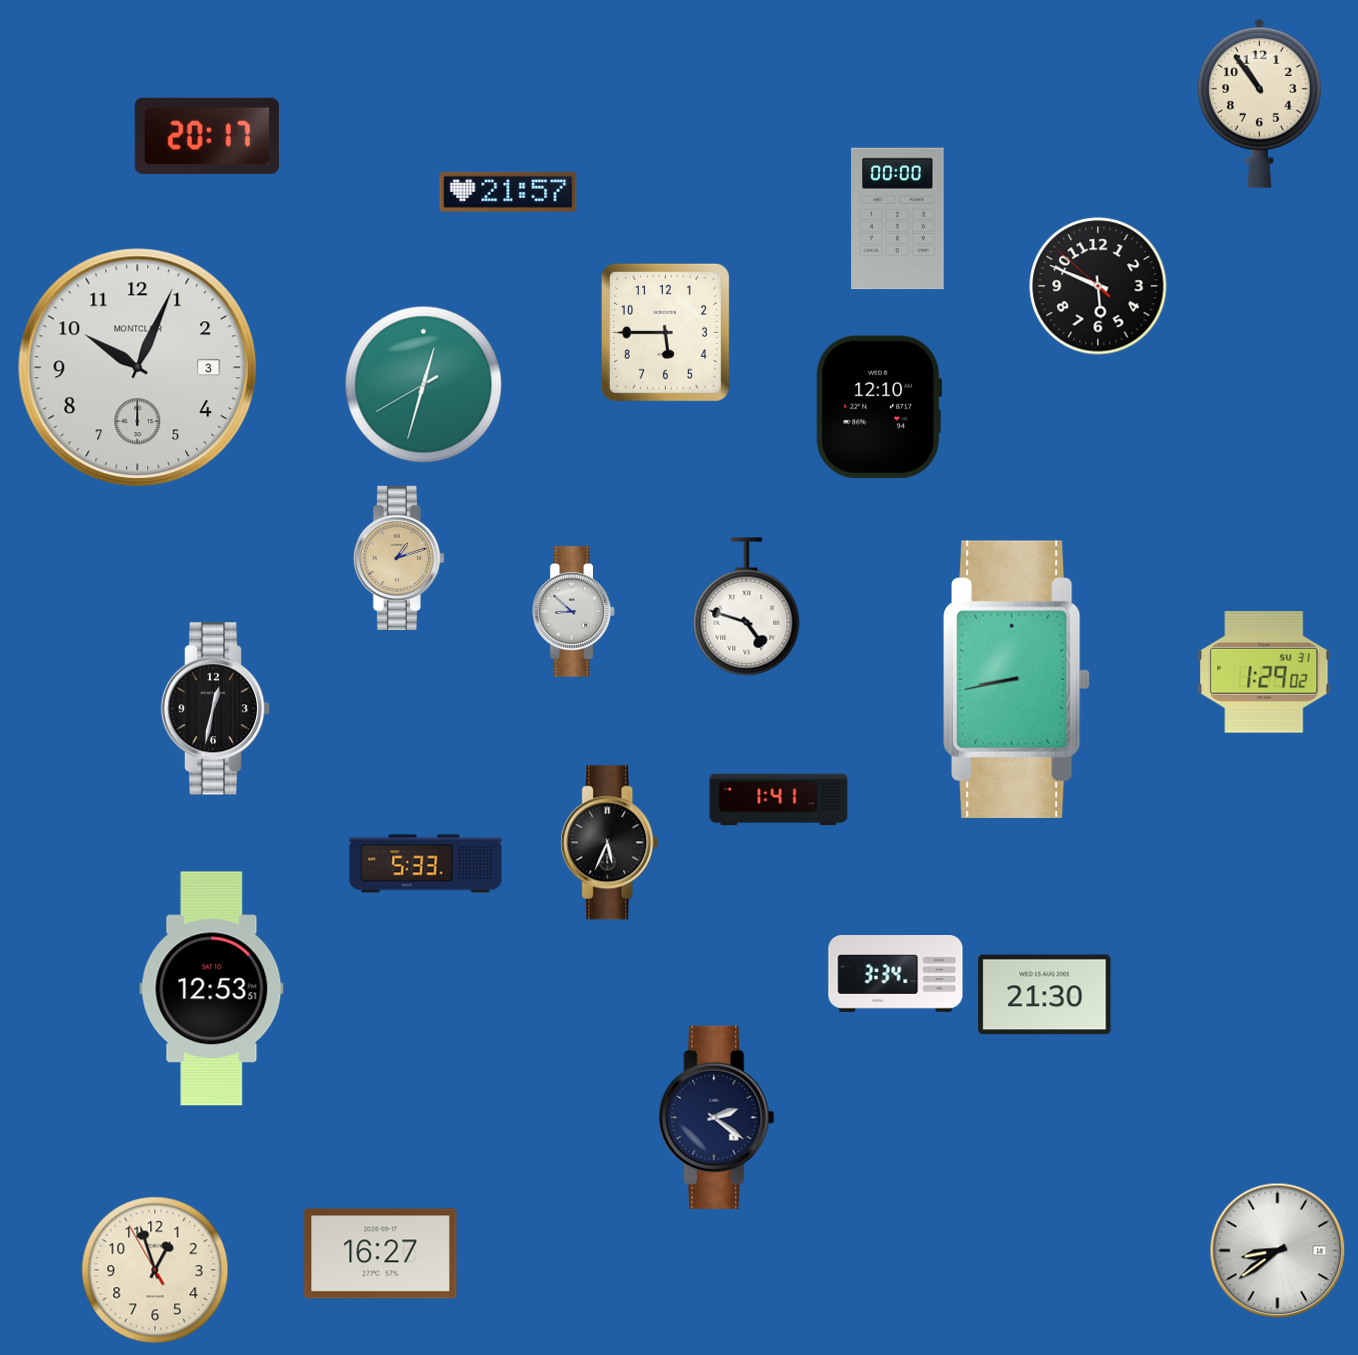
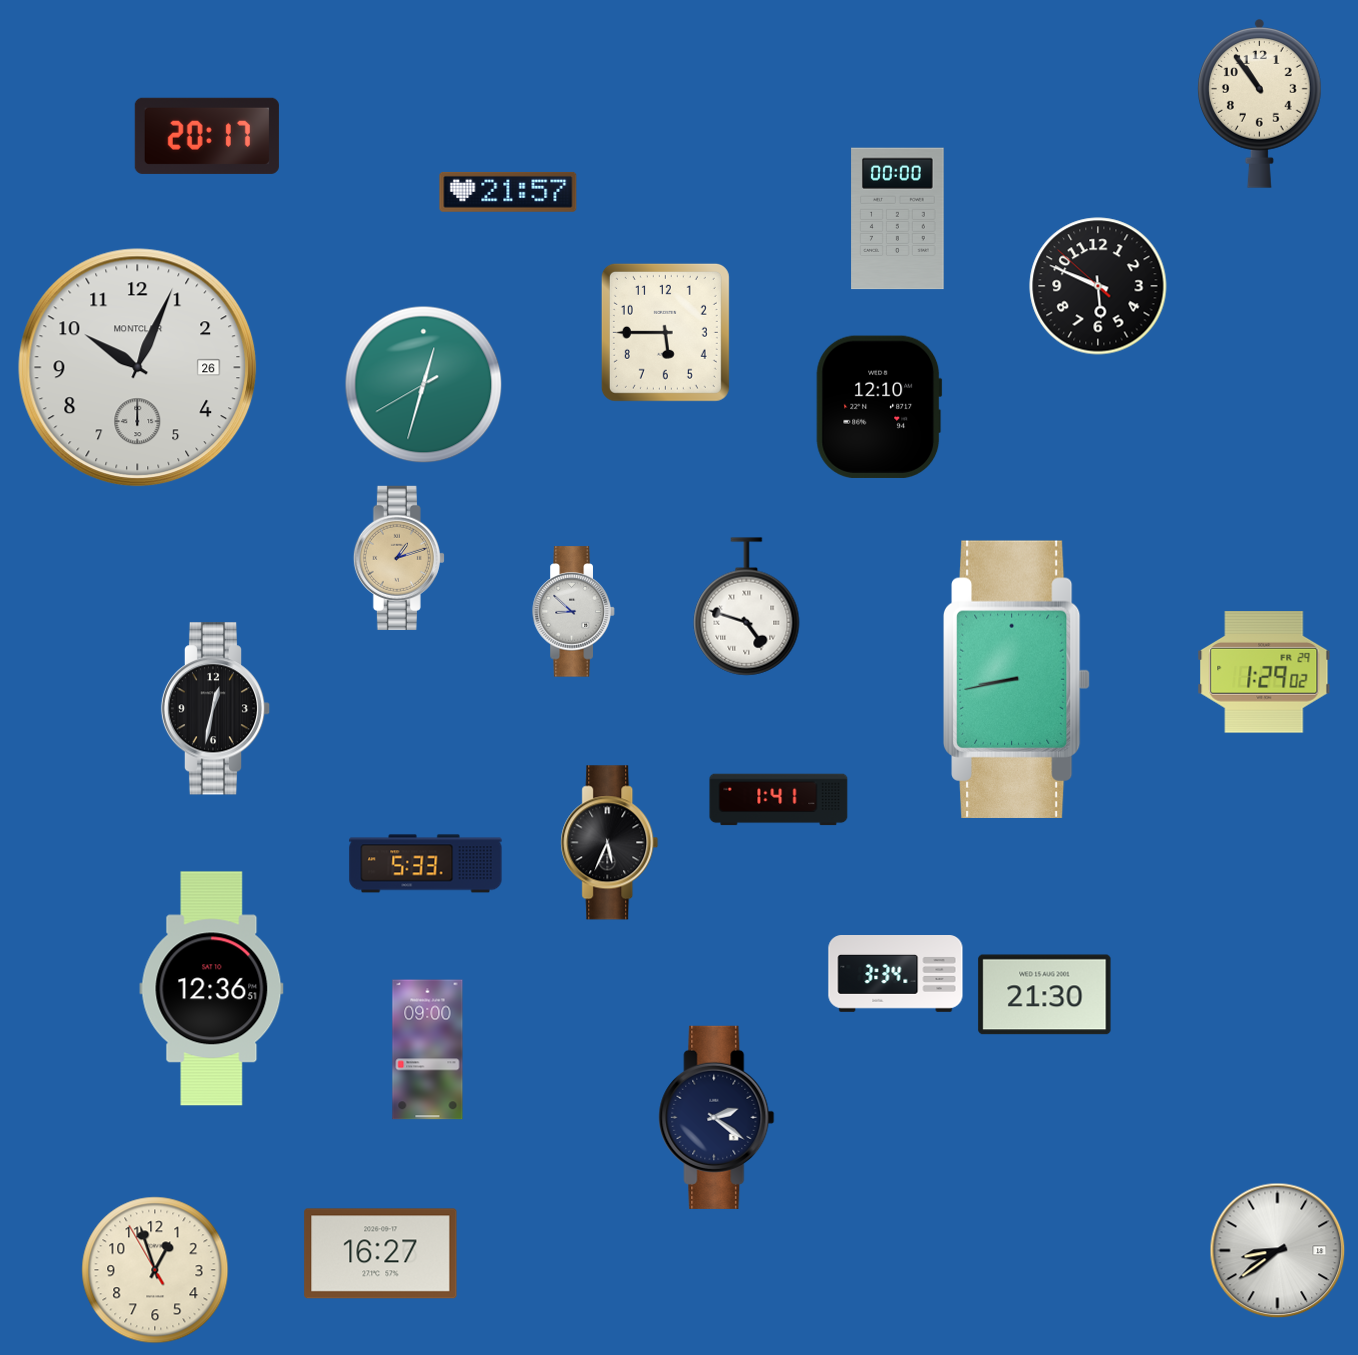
clock at (138, 368) date: 3 -> 26
clock at (1264, 672) date: SU 31 -> FR 29
clock at (212, 989): 12:53 -> 12:36
clock at (428, 1050): none -> 09:00
